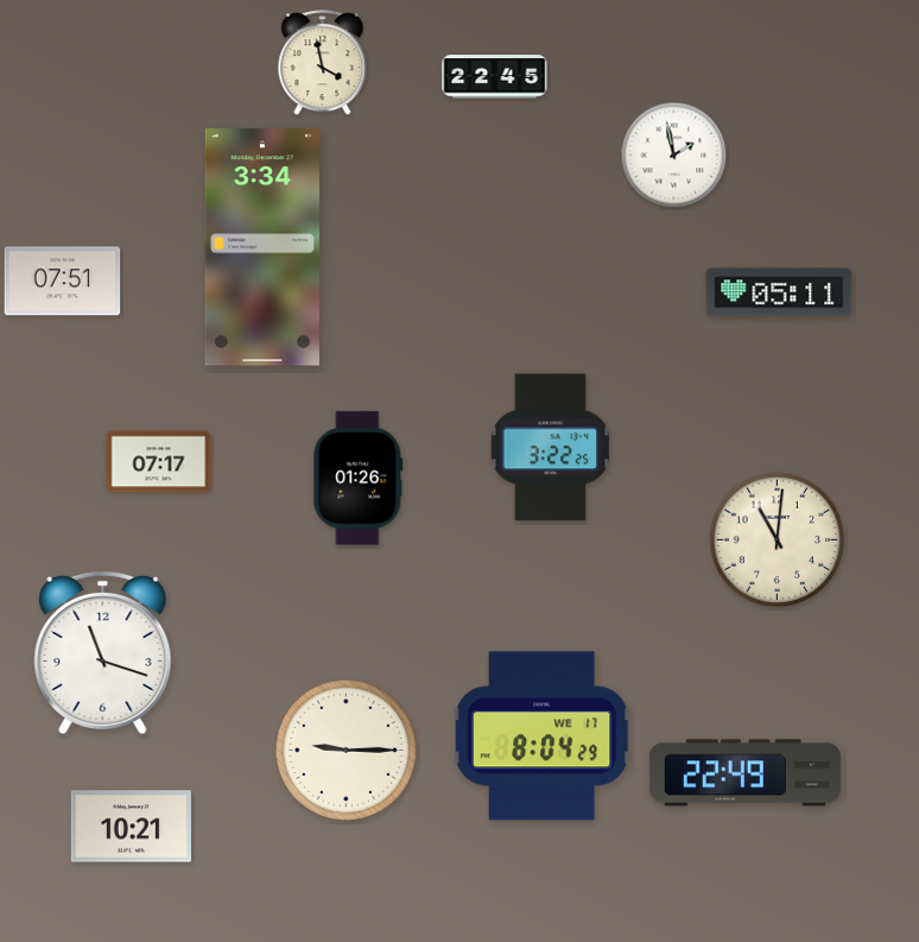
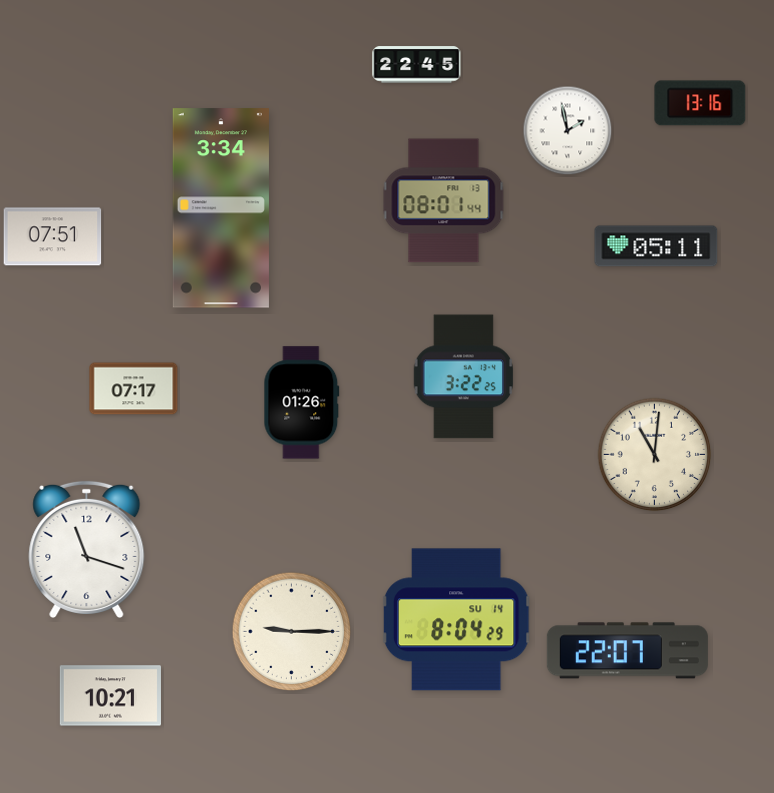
clock at (323, 63): 3:58 -> none
clock at (700, 103): none -> 13:16
clock at (444, 201): none -> 08:01
clock at (541, 736) date: WE 17 -> SU 14
clock at (744, 773): 22:49 -> 22:07
